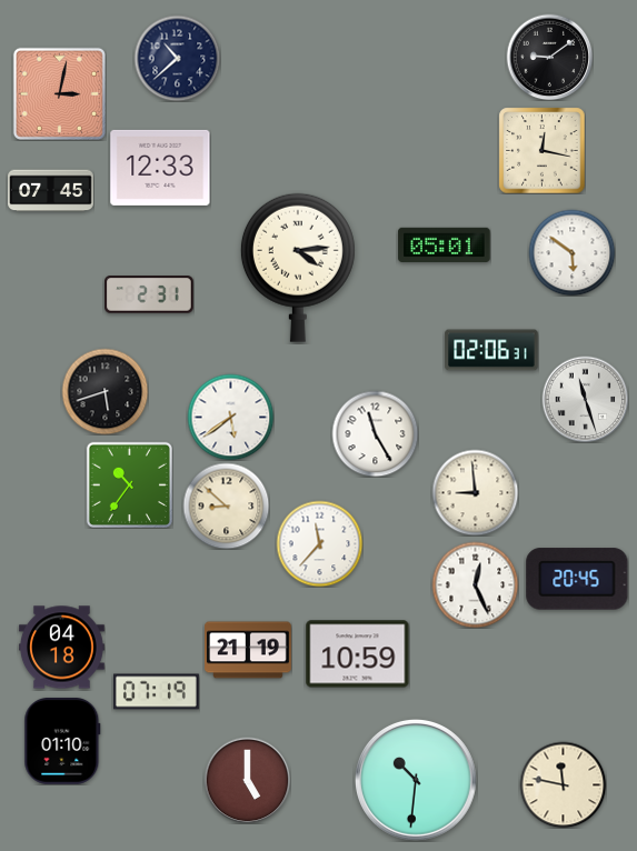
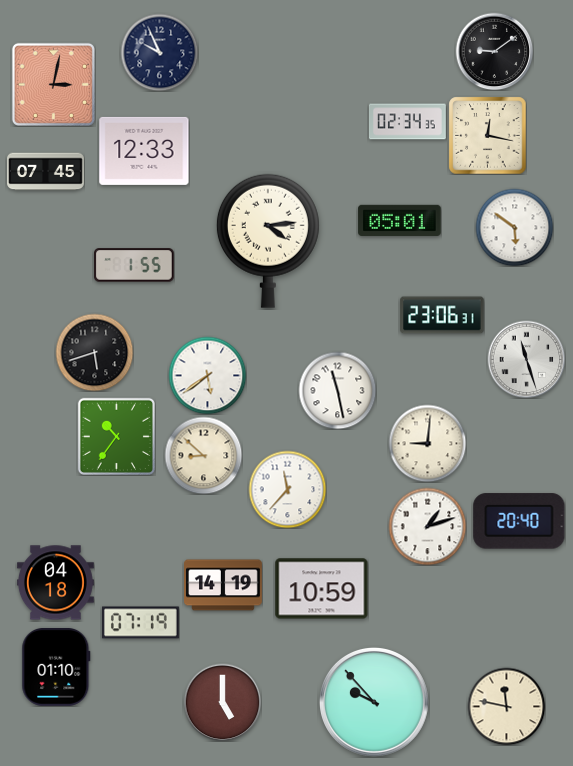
clock at (177, 58): 10:38 -> 9:56
clock at (407, 122): none -> 02:34
clock at (149, 294): 2:31 -> 1:55
clock at (491, 350): 02:06 -> 23:06
clock at (375, 433): 11:25 -> 11:28
clock at (475, 492): 8:59 -> 9:01
clock at (577, 579): 20:45 -> 20:40
clock at (475, 584): 12:26 -> 1:12
clock at (249, 650): 21:19 -> 14:19
clock at (416, 780): 10:31 -> 9:53
